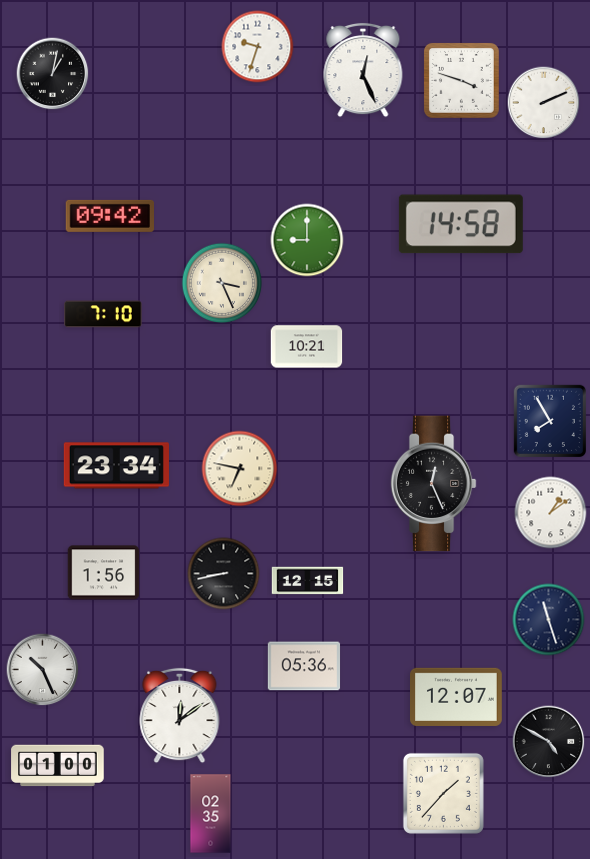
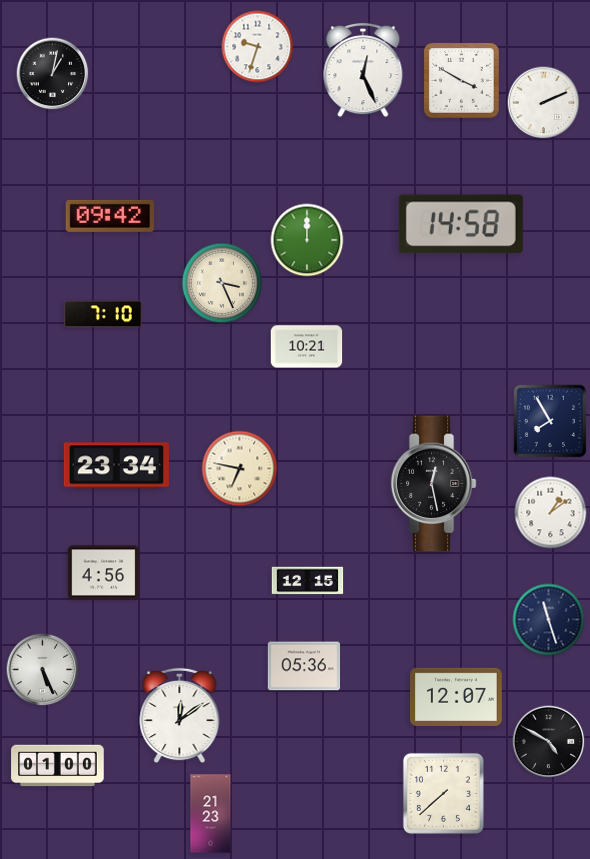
clock at (461, 80): 3:48 -> 3:50
clock at (307, 240): 9:00 -> 12:00
clock at (433, 484): 12:26 -> 12:28
clock at (104, 573): 1:56 -> 4:56
clock at (224, 574): 8:43 -> none
clock at (43, 670): 10:26 -> 5:26
clock at (443, 793): 1:37 -> 7:38
clock at (211, 814): 02:35 -> 21:23
